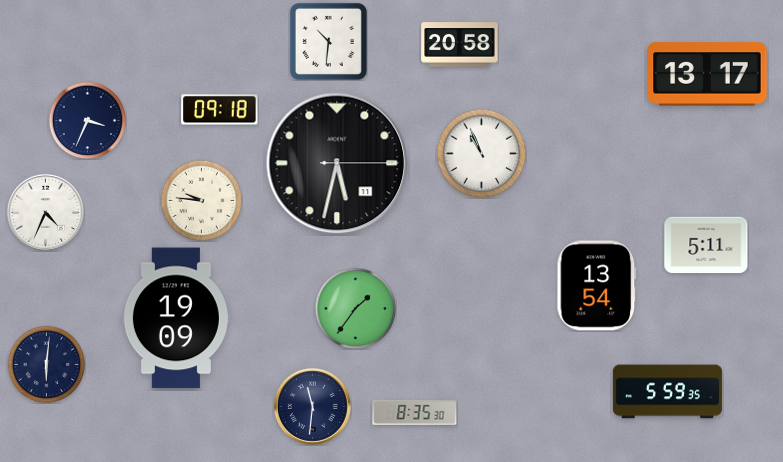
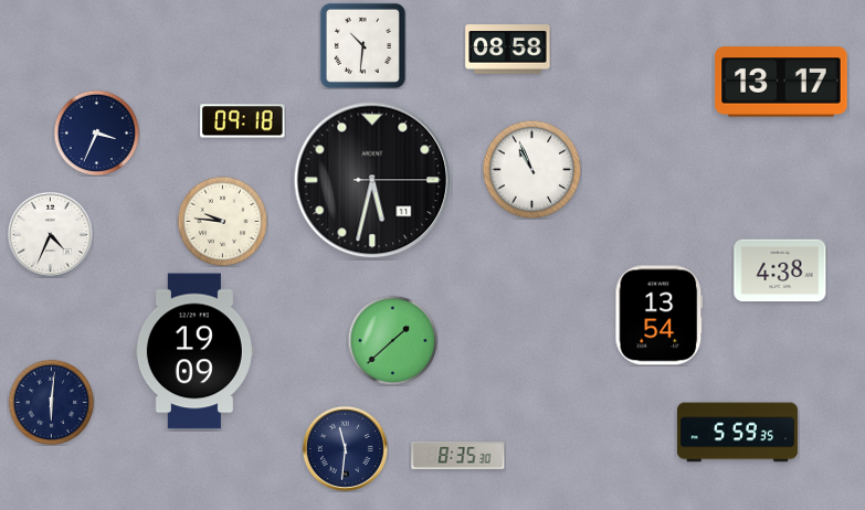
clock at (460, 45): 20:58 -> 08:58
clock at (706, 245): 5:11 -> 4:38
clock at (355, 308): 1:36 -> 1:38
